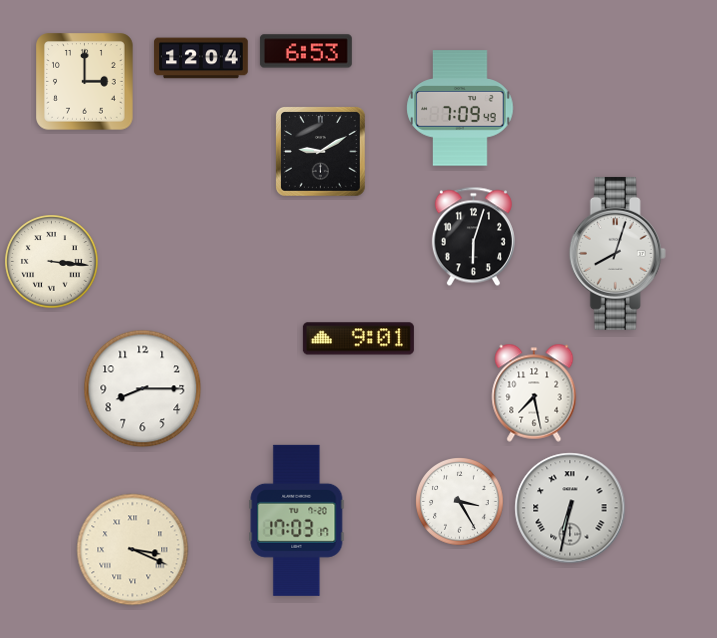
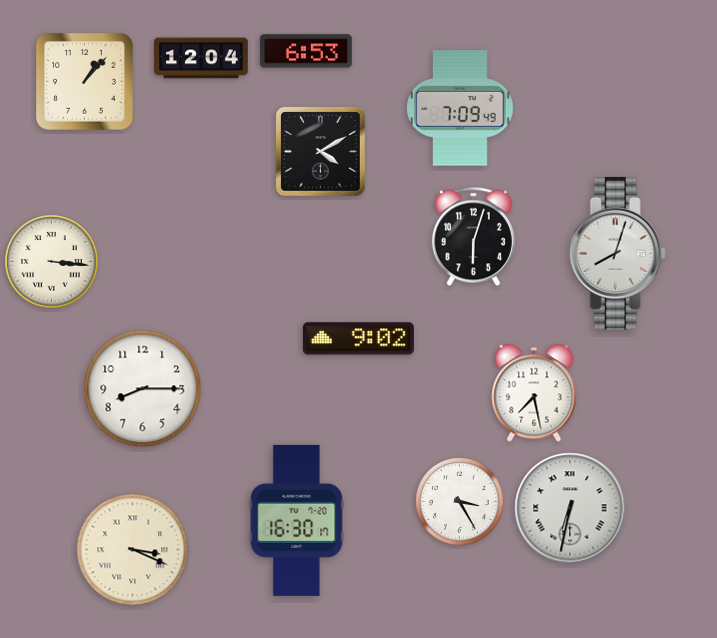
clock at (85, 82): 3:00 -> 1:07
clock at (320, 151): 9:10 -> 4:10
clock at (358, 339): 9:01 -> 9:02
clock at (297, 520): 17:03 -> 16:30
